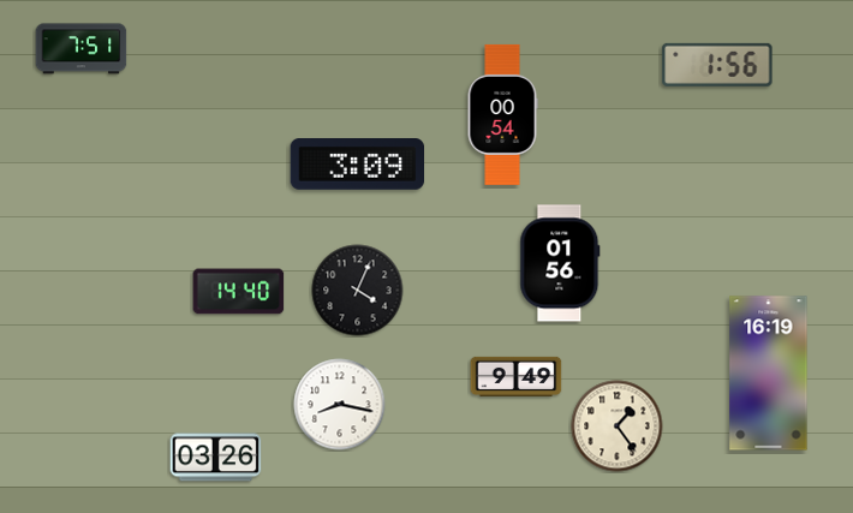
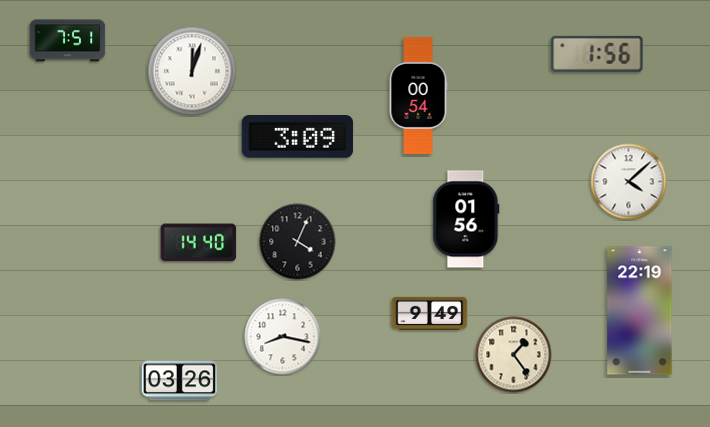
clock at (192, 71): none -> 12:03
clock at (629, 182): none -> 4:08
clock at (769, 374): 16:19 -> 22:19
